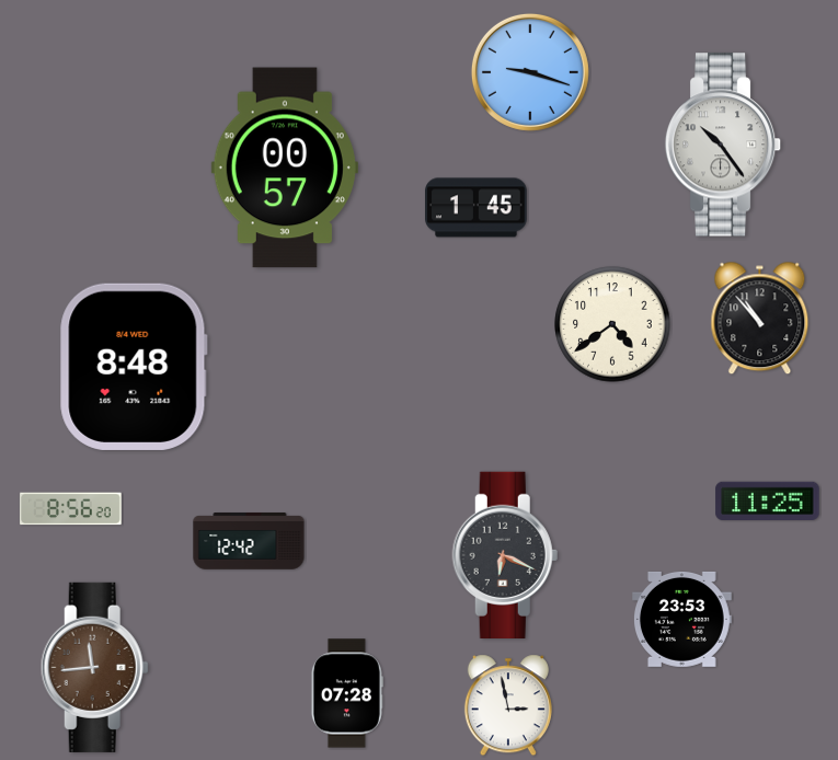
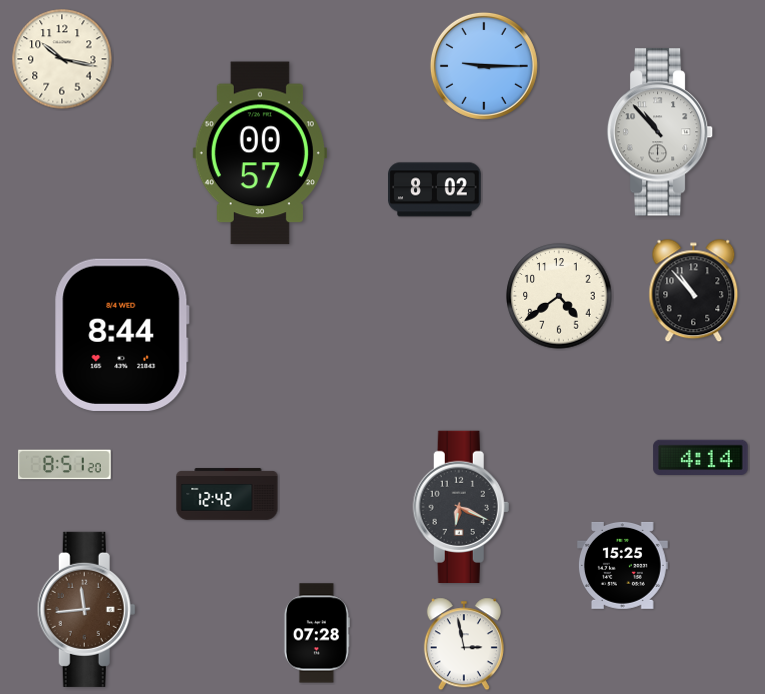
clock at (62, 59): none -> 10:17
clock at (530, 72): 9:18 -> 9:15
clock at (723, 145): 10:24 -> 10:53
clock at (477, 208): 1:45 -> 8:02
clock at (134, 367): 8:48 -> 8:44
clock at (768, 500): 11:25 -> 4:14
clock at (71, 509): 8:56 -> 8:51
clock at (681, 619): 23:53 -> 15:25
